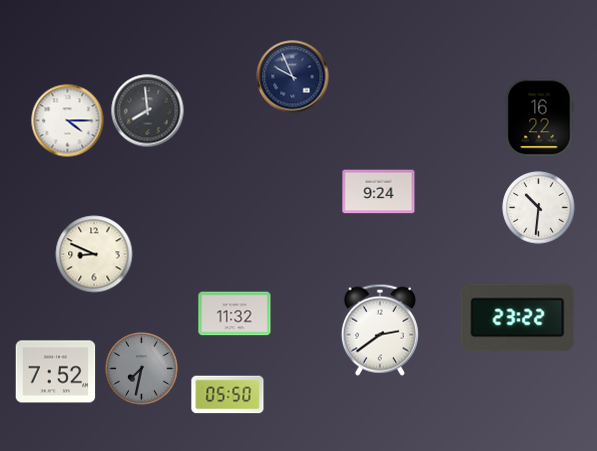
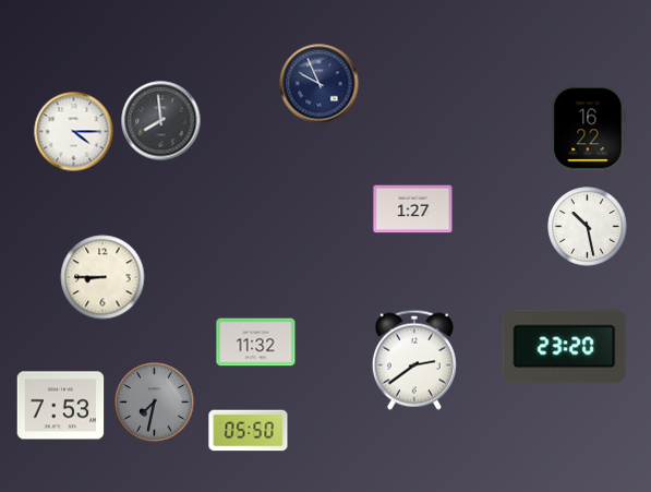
clock at (379, 192): 9:24 -> 1:27
clock at (539, 208): 10:31 -> 10:28
clock at (94, 254): 8:49 -> 8:45
clock at (518, 318): 23:22 -> 23:20
clock at (56, 372): 7:52 -> 7:53
